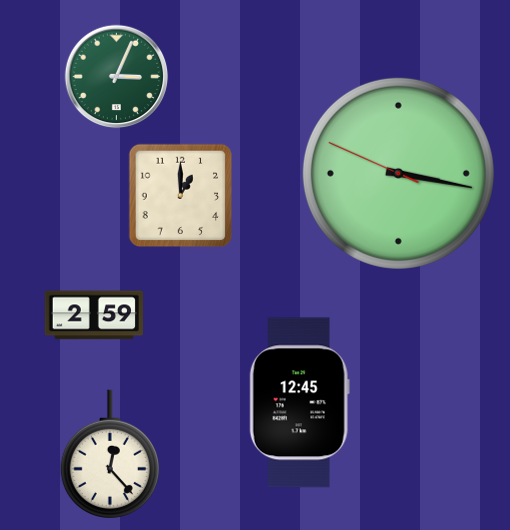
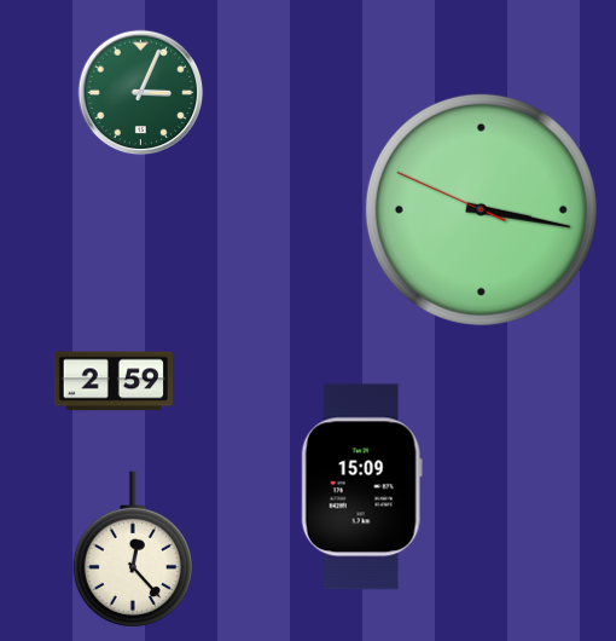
clock at (181, 196): 1:00 -> none
clock at (299, 403): 12:45 -> 15:09
